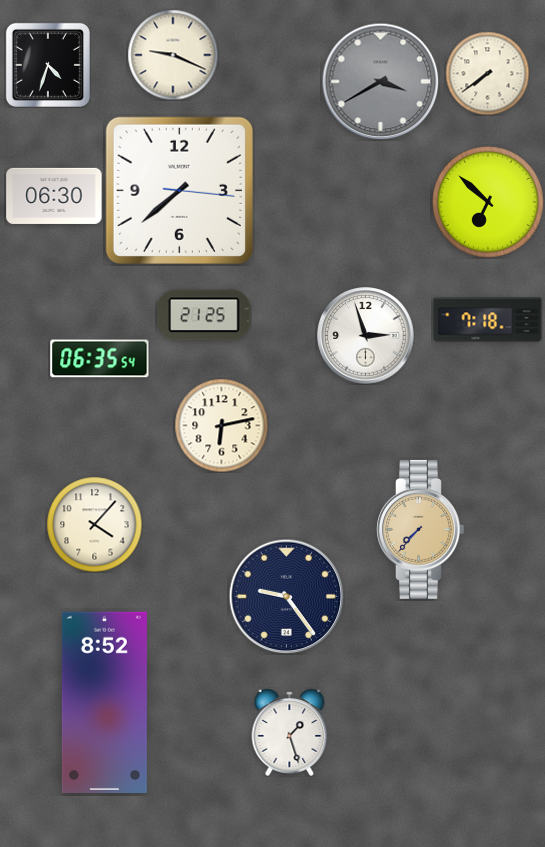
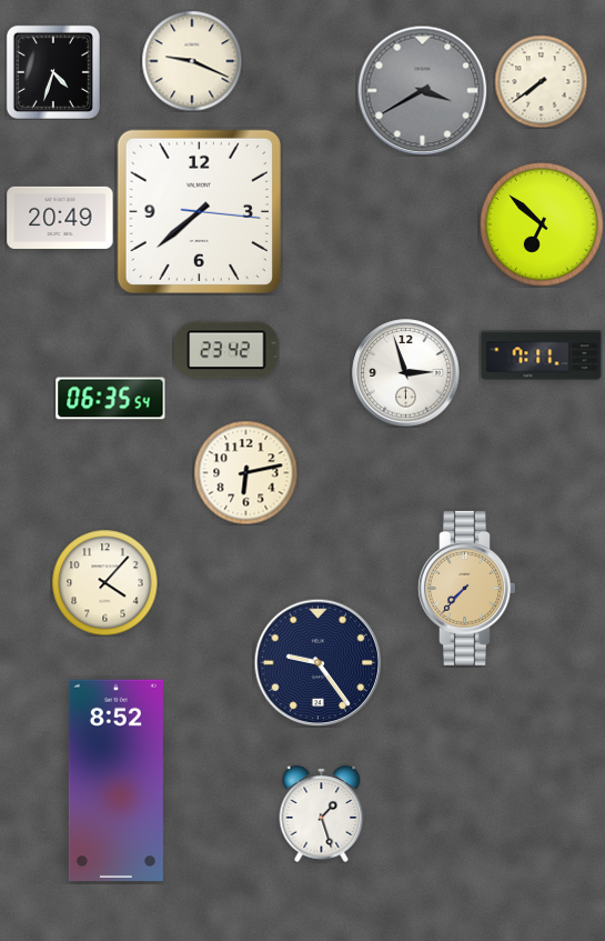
clock at (54, 196): 06:30 -> 20:49
clock at (204, 315): 21:25 -> 23:42
clock at (488, 320): 7:18 -> 7:11
